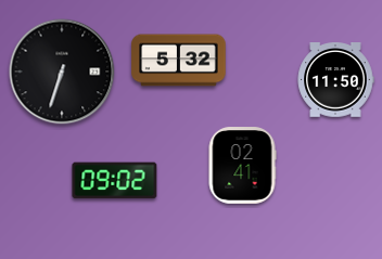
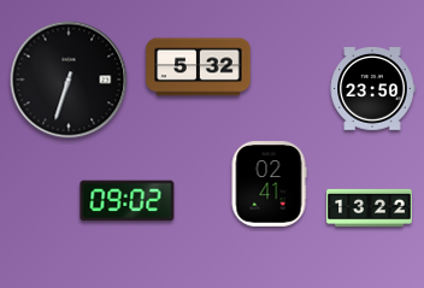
clock at (335, 80): 11:50 -> 23:50
clock at (370, 207): none -> 13:22
